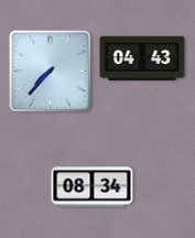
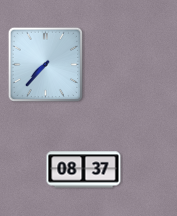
clock at (142, 57): 04:43 -> none
clock at (93, 187): 08:34 -> 08:37
